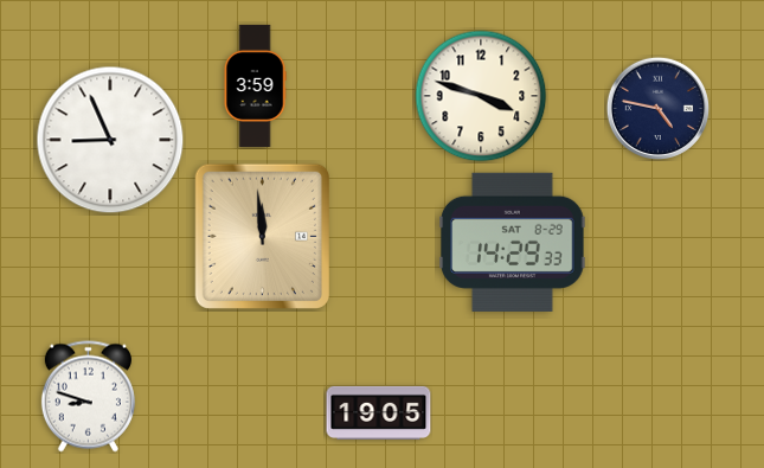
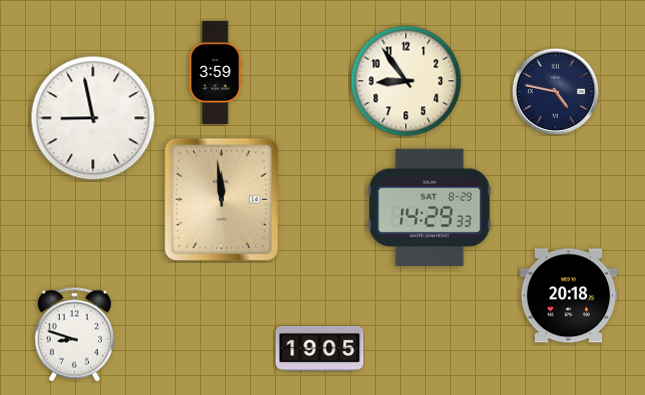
clock at (481, 96): 3:48 -> 8:54
clock at (110, 140): 8:56 -> 8:58
clock at (513, 242) position: (513, 242) -> (430, 207)
clock at (569, 296): none -> 20:18
